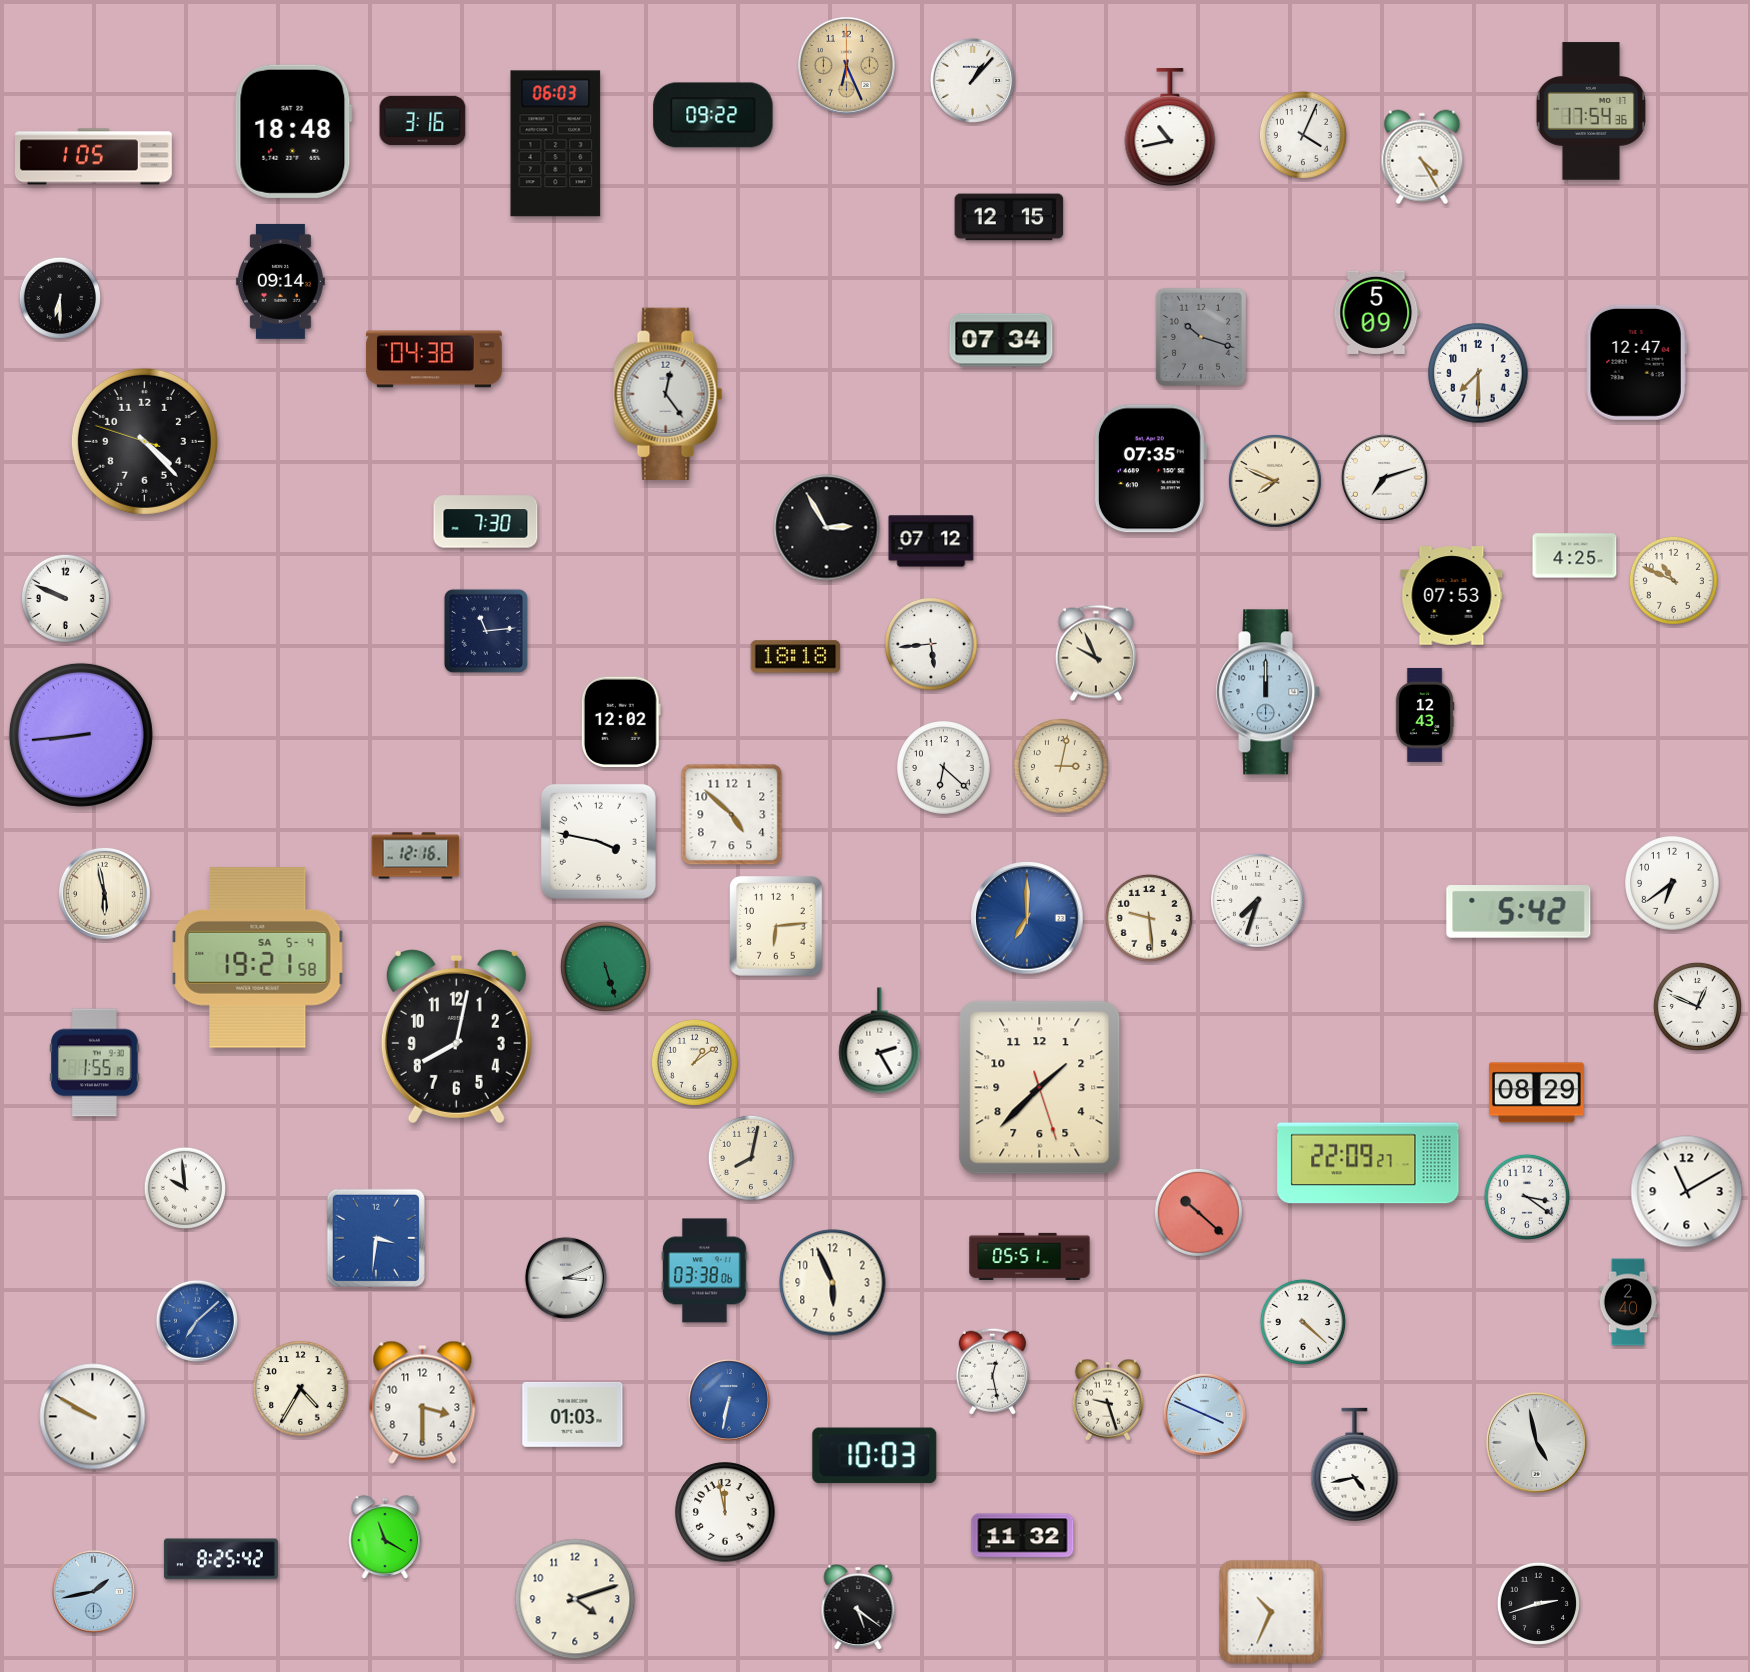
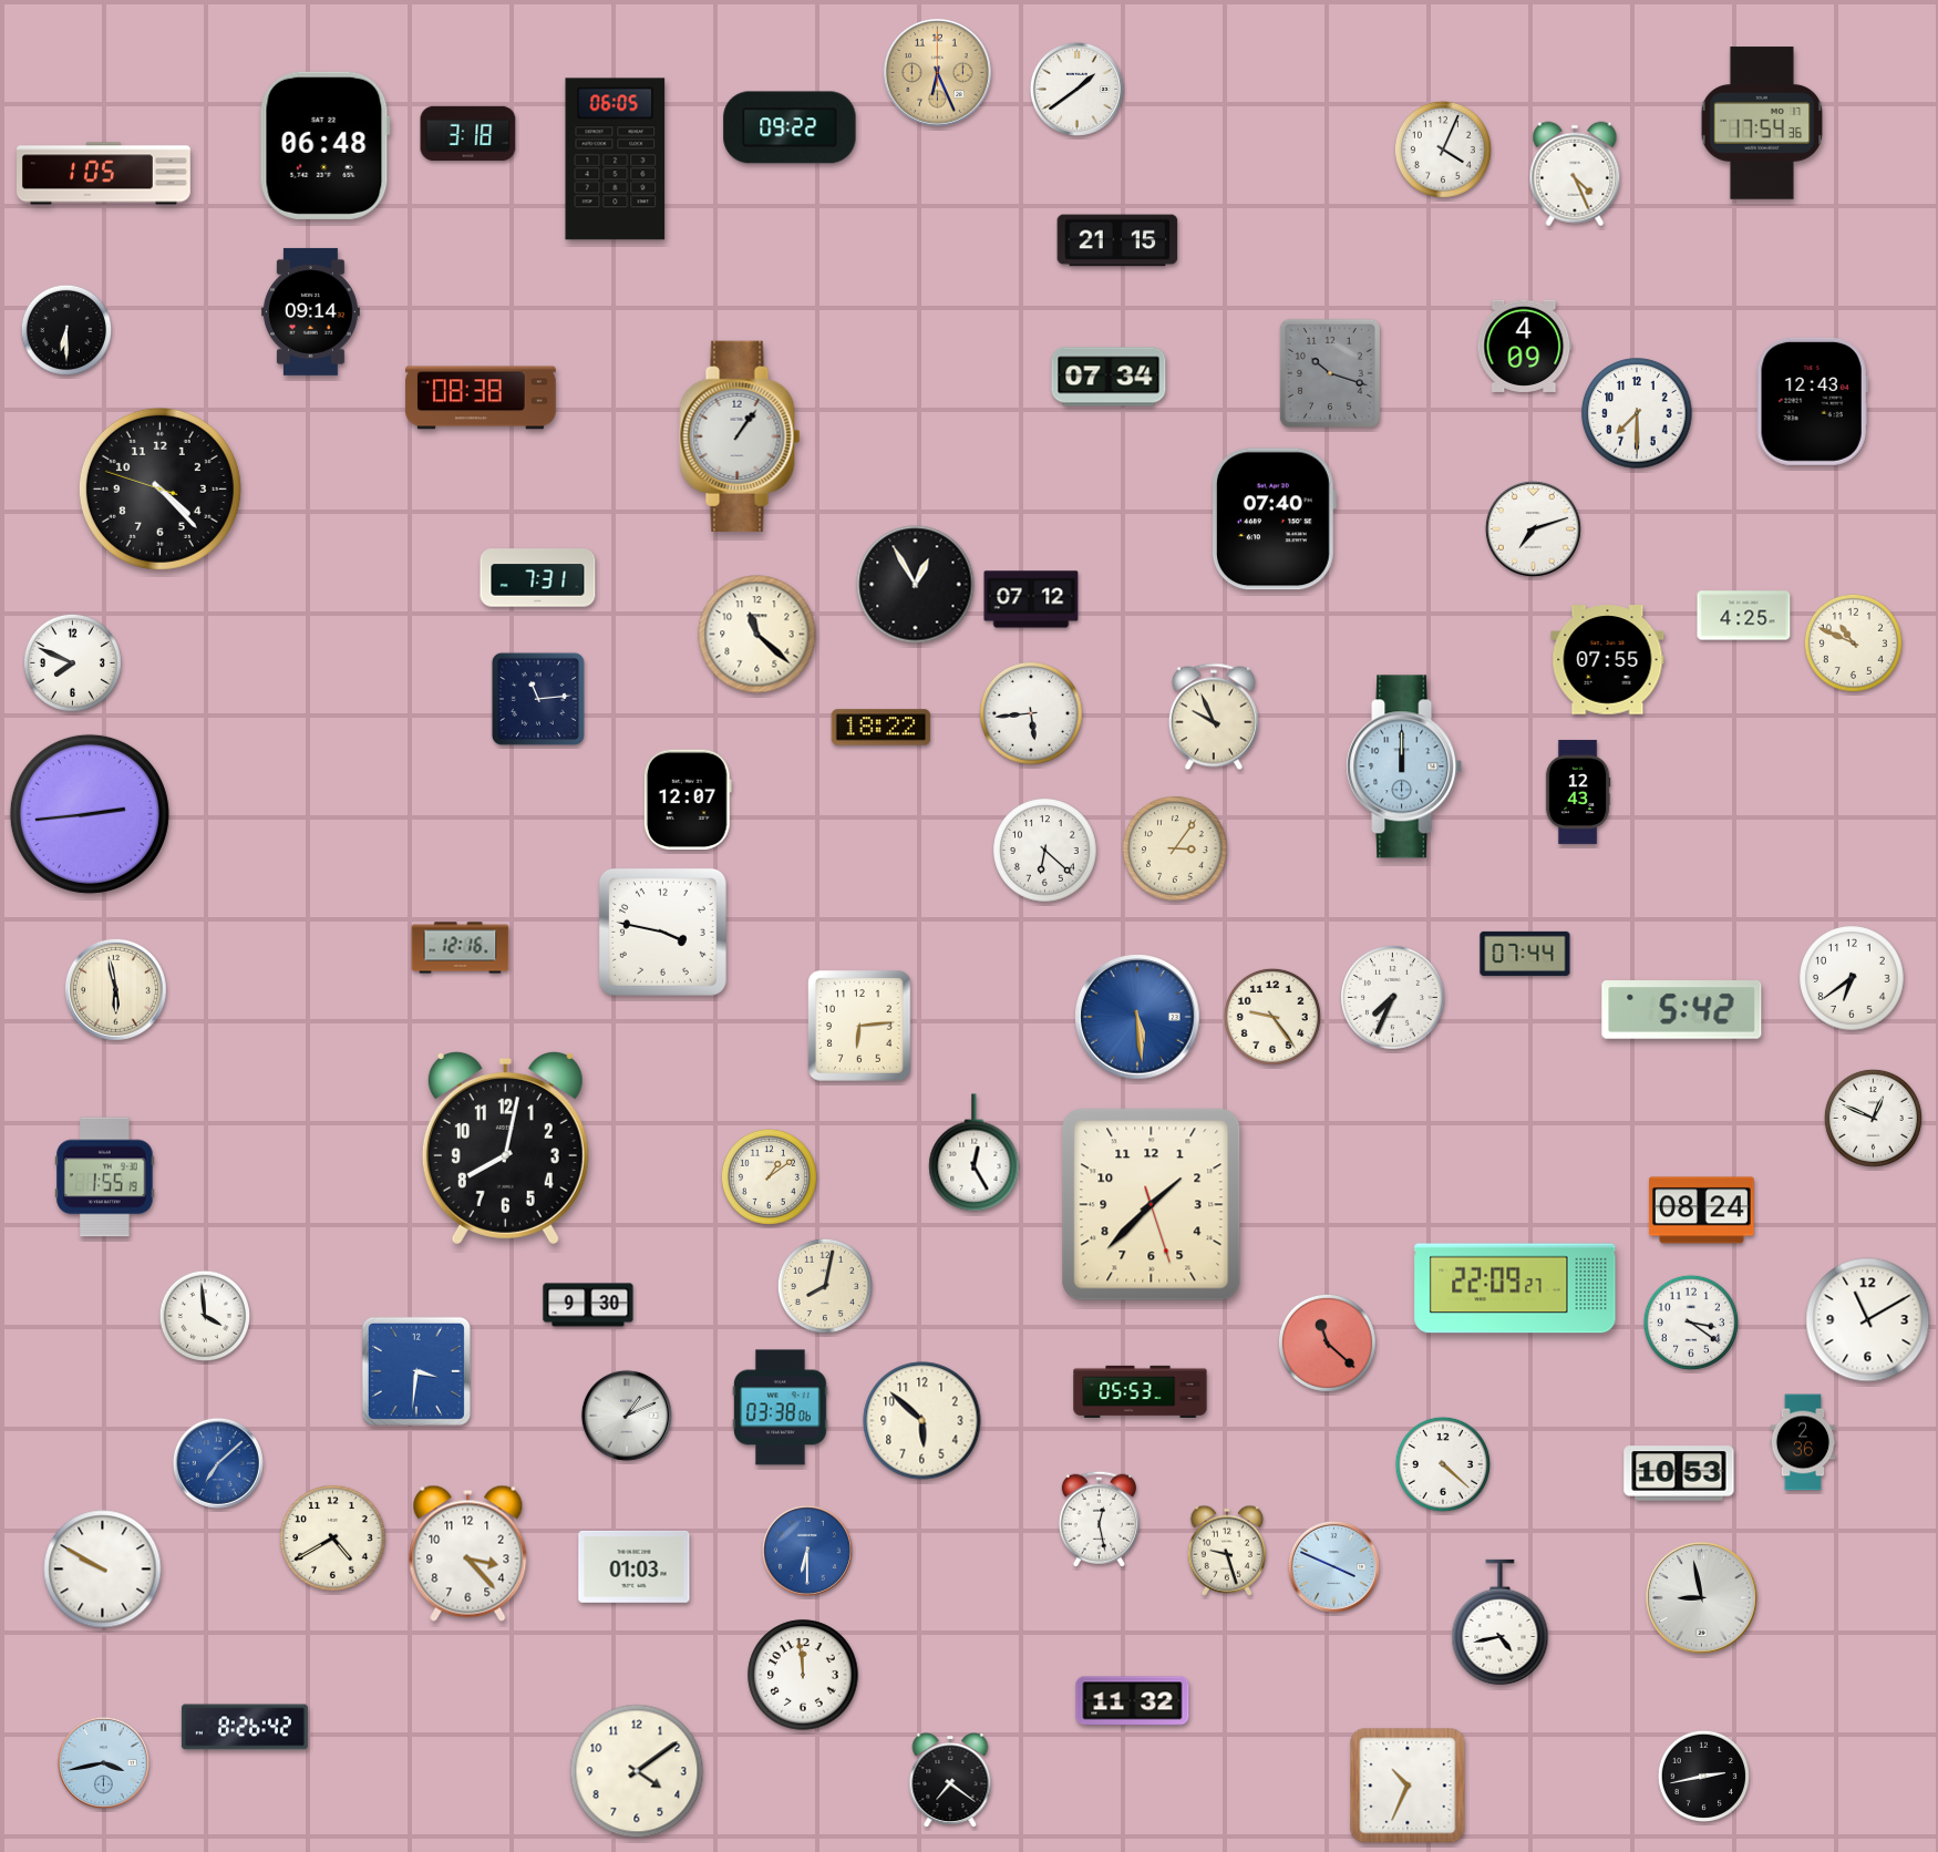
clock at (972, 80): 1:07 -> 1:39
clock at (423, 121): 3:16 -> 3:18
clock at (1170, 127): 10:43 -> none
clock at (293, 131): 18:48 -> 06:48
clock at (556, 144): 06:03 -> 06:05
clock at (1422, 157): 4:25 -> 4:26
clock at (1009, 217): 12:15 -> 21:15
clock at (1377, 312): 5:09 -> 4:09
clock at (434, 359): 04:38 -> 08:38
clock at (1636, 362): 12:47 -> 12:43
clock at (668, 393): 12:24 -> 1:06
clock at (1150, 469): 07:35 -> 07:40
clock at (1276, 482): 7:49 -> none
clock at (486, 522): 7:30 -> 7:31
clock at (827, 528): 2:55 -> 12:55
clock at (757, 635): none -> 11:22
clock at (1452, 596): 07:53 -> 07:55
clock at (65, 598): 9:49 -> 7:49
clock at (1096, 653) position: (1096, 653) -> (1214, 717)
clock at (796, 657): 18:18 -> 18:22
clock at (621, 721): 12:02 -> 12:07
clock at (81, 735): 8:44 -> 2:44
clock at (1061, 766): 3:02 -> 3:06
clock at (732, 815): 4:52 -> none
clock at (1525, 954): none -> 07:44
clock at (1258, 901): 7:33 -> 7:34
clock at (1027, 918): 7:00 -> 5:29
clock at (1149, 918): 9:29 -> 9:24
clock at (258, 958): 19:21 -> none
clock at (605, 966): 5:27 -> none
clock at (1697, 1006) position: (1697, 1006) -> (1873, 1118)
clock at (880, 1041): 2:25 -> 12:25
clock at (1536, 1093): 08:29 -> 08:24
clock at (751, 1158) position: (751, 1158) -> (825, 1286)
clock at (588, 1305): none -> 9:30
clock at (184, 1187): 9:59 -> 3:59
clock at (1527, 1197) position: (1527, 1197) -> (1691, 1323)
clock at (1198, 1212): 10:22 -> 11:22
clock at (1030, 1256): 05:51 -> 05:53
clock at (566, 1278): 3:11 -> 1:11
clock at (833, 1283): 5:56 -> 5:52
clock at (1628, 1302): 2:40 -> 2:36
clock at (1679, 1473): none -> 10:53
clock at (301, 1389): 4:35 -> 4:40
clock at (729, 1400): 6:32 -> 6:30
clock at (423, 1402): 3:30 -> 3:23
clock at (1537, 1443): 4:58 -> 8:58
clock at (875, 1456): 10:03 -> none
clock at (725, 1512): 11:58 -> 11:59
clock at (385, 1537): 11:20 -> none
clock at (221, 1559): 8:25 -> 8:26
clock at (93, 1591): 1:43 -> 3:43
clock at (575, 1599): 4:12 -> 4:09
clock at (1538, 1603): 2:42 -> 2:43
clock at (858, 1608): 5:21 -> 7:21
